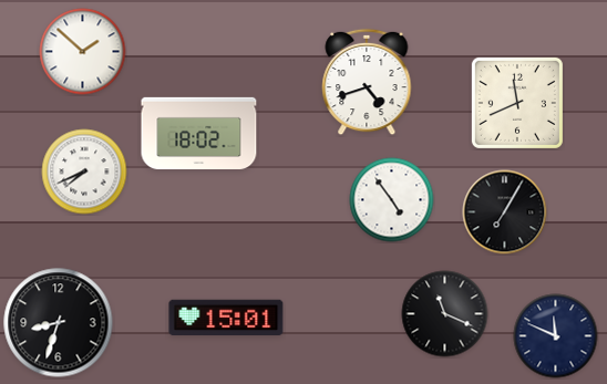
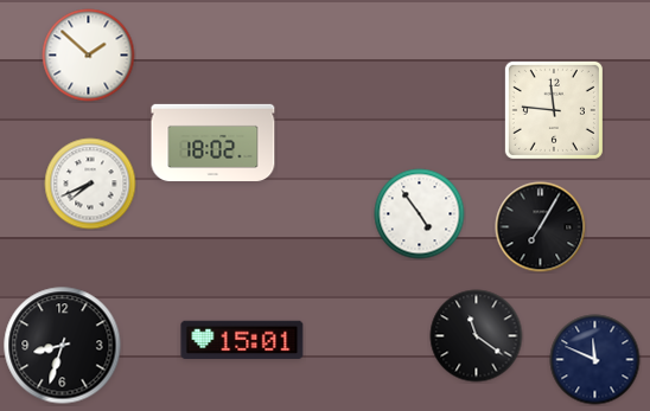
clock at (367, 82): 4:42 -> none
clock at (517, 103): 11:41 -> 11:46
clock at (445, 314): 11:19 -> 11:21
